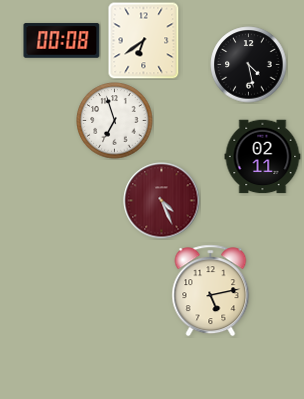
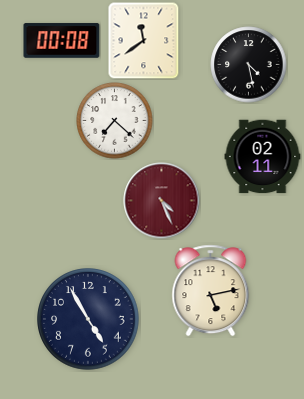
clock at (144, 40): 6:39 -> 11:39
clock at (115, 121): 6:57 -> 7:22
clock at (88, 319): none -> 4:55
